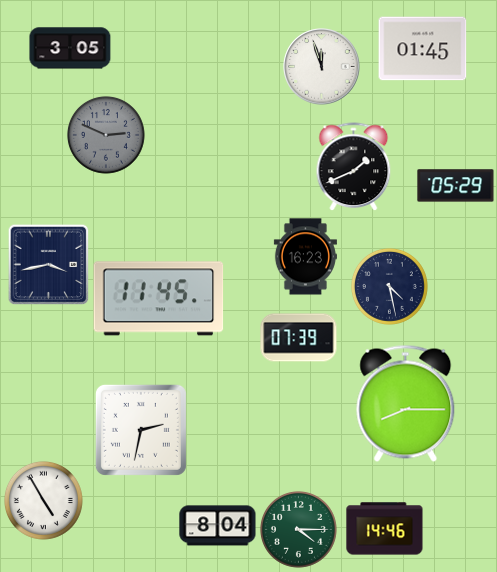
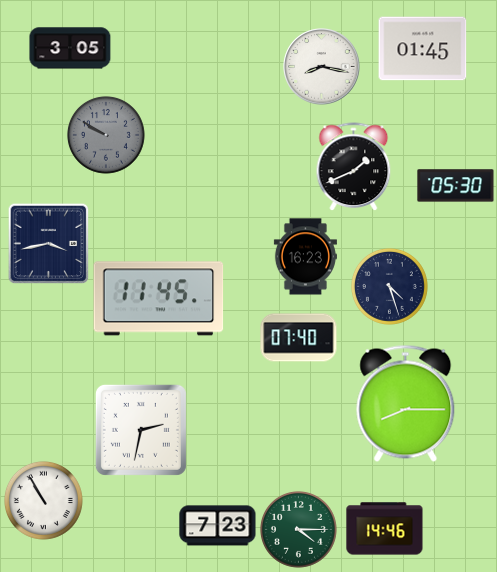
clock at (322, 67): 11:57 -> 8:17
clock at (106, 135): 2:49 -> 9:50
clock at (456, 186): 05:29 -> 05:30
clock at (48, 264) position: (48, 264) -> (48, 243)
clock at (389, 286): 4:28 -> 4:27
clock at (299, 338): 07:39 -> 07:40
clock at (43, 500): 4:55 -> 10:55
clock at (218, 526): 8:04 -> 7:23
